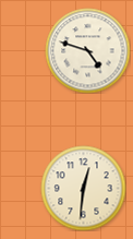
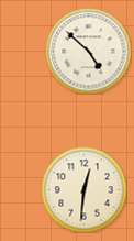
clock at (87, 50): 4:48 -> 4:52
